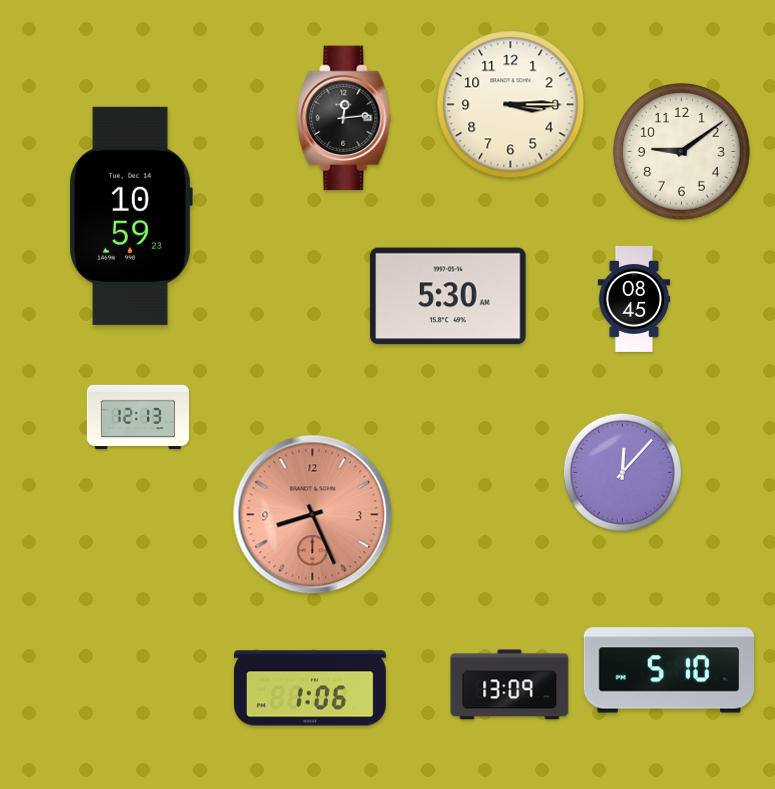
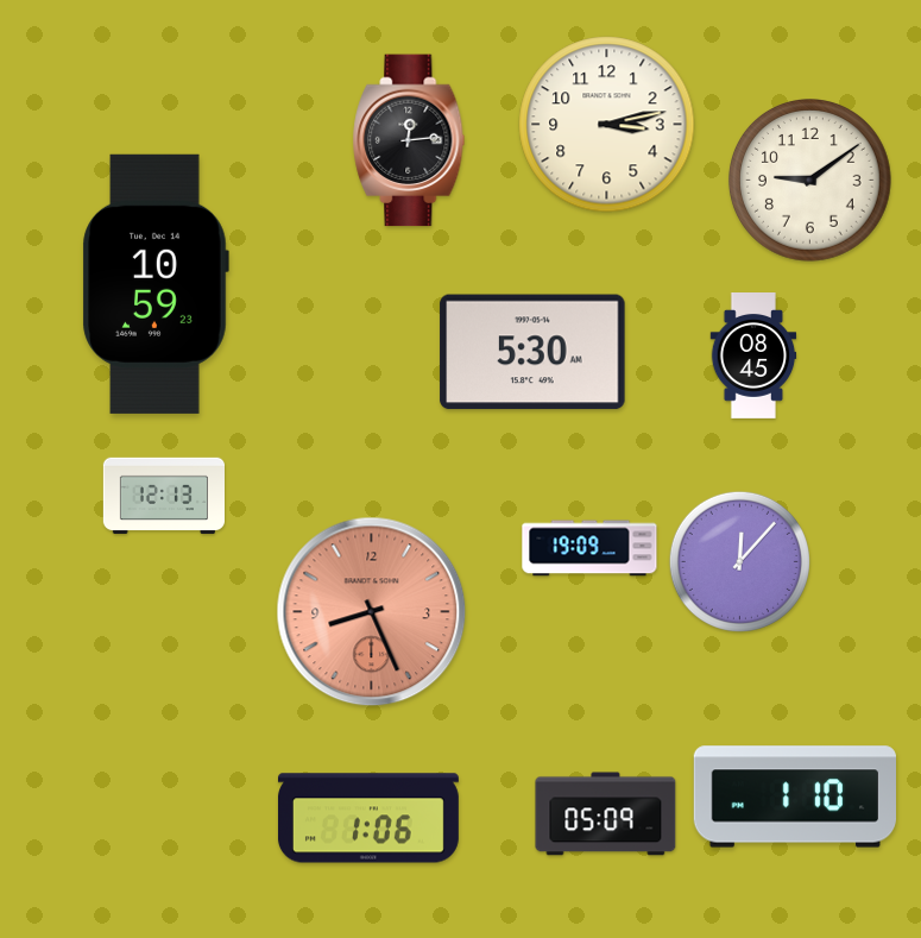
clock at (511, 105): 3:15 -> 3:13
clock at (131, 216) position: (131, 216) -> (156, 284)
clock at (589, 548): none -> 19:09
clock at (668, 670): 5:10 -> 1:10
clock at (510, 685): 13:09 -> 05:09
